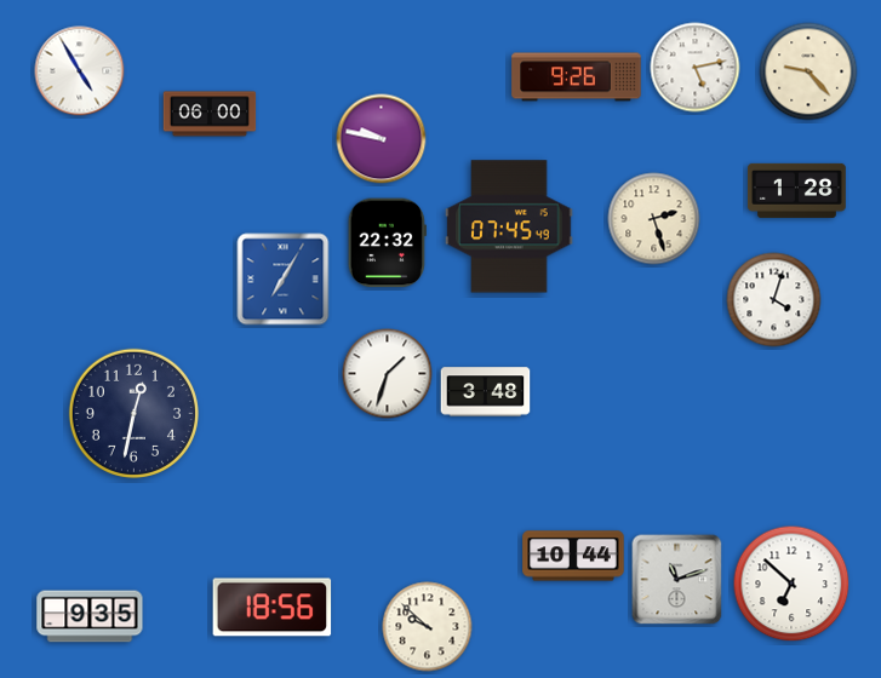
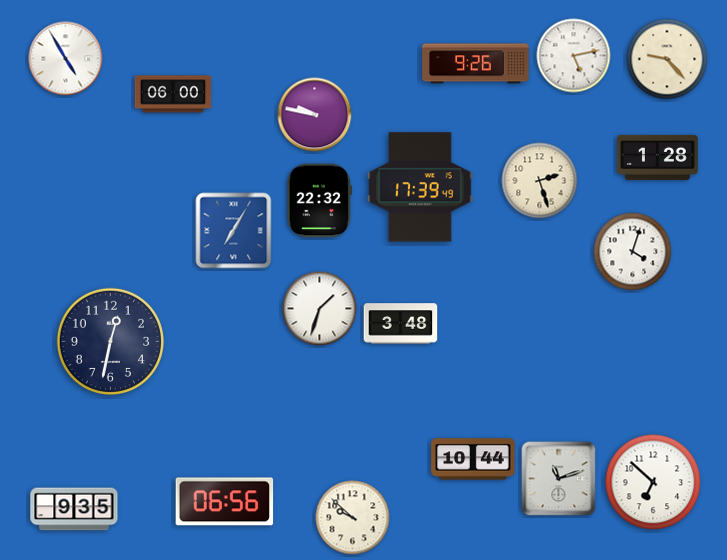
clock at (509, 226): 07:45 -> 17:39
clock at (774, 300) position: (774, 300) -> (633, 252)
clock at (273, 608): 18:56 -> 06:56
